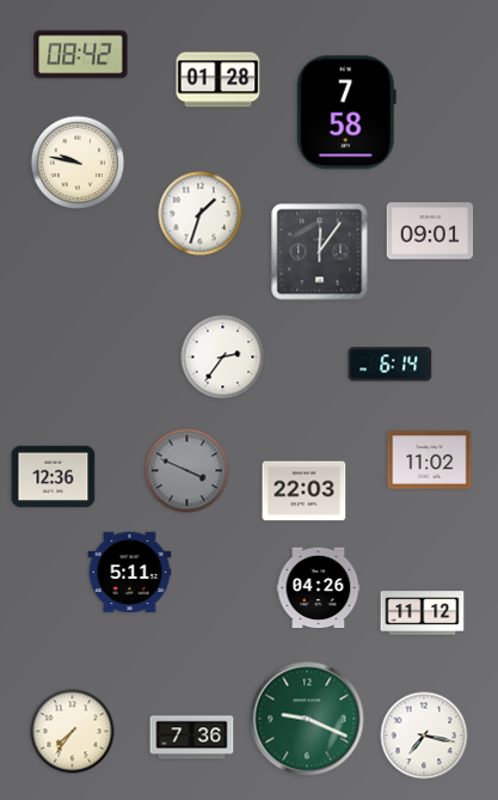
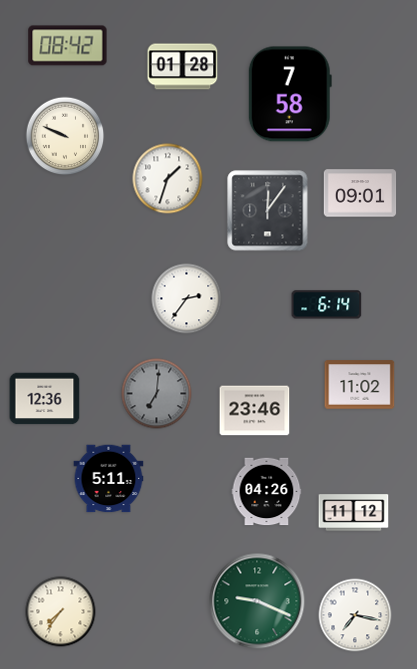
clock at (78, 163): 9:47 -> 9:49
clock at (187, 471): 3:49 -> 7:01
clock at (305, 491): 22:03 -> 23:46
clock at (192, 738): 7:36 -> none
